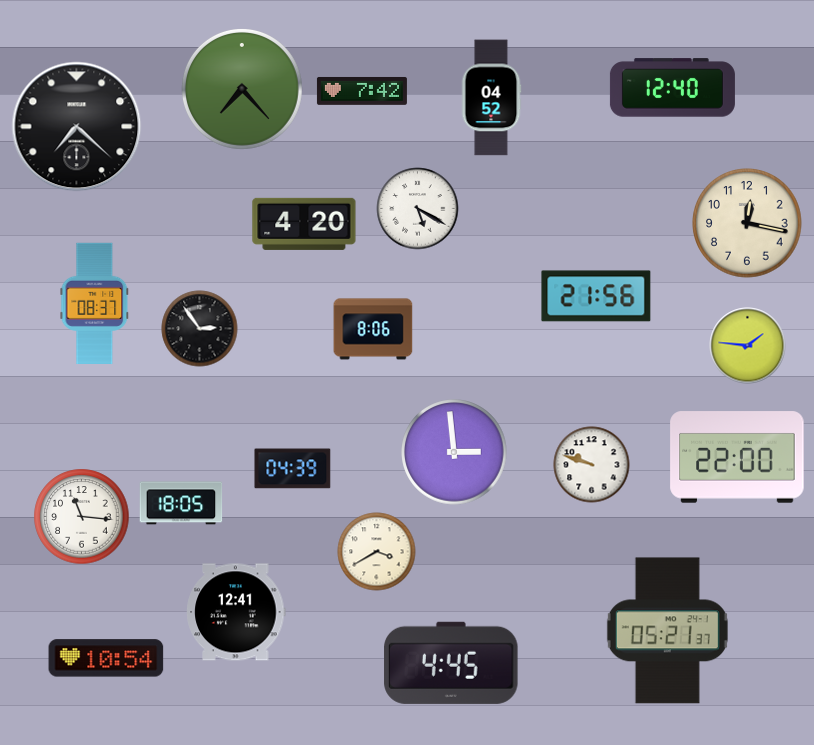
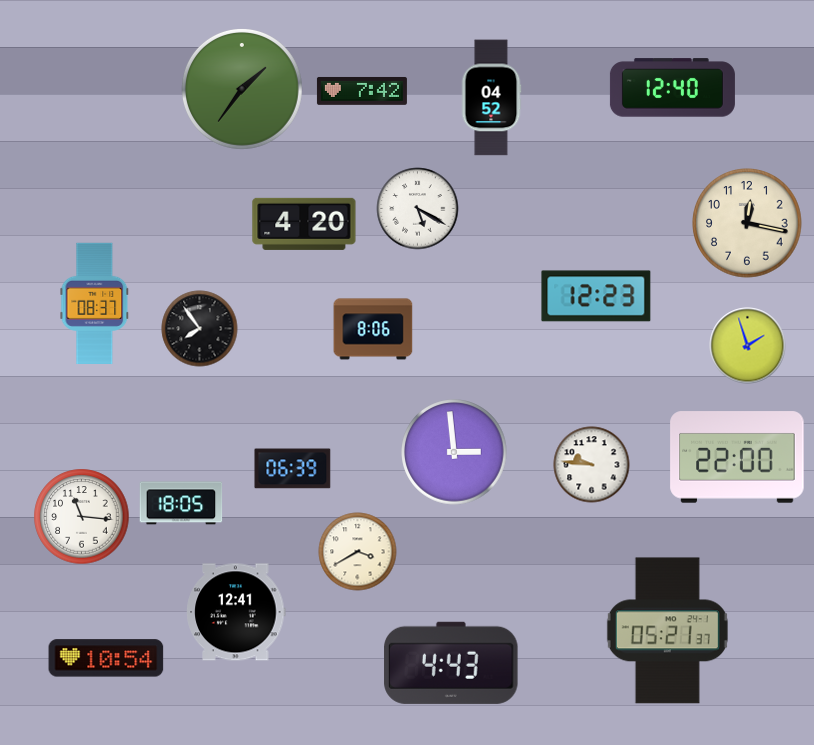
clock at (243, 90): 7:23 -> 1:36
clock at (77, 127): 7:22 -> none
clock at (596, 296): 21:56 -> 12:23
clock at (200, 329): 2:54 -> 7:54
clock at (748, 346): 1:46 -> 1:57
clock at (592, 465): 9:48 -> 9:46
clock at (293, 469): 04:39 -> 06:39
clock at (377, 552) position: (377, 552) -> (358, 552)
clock at (451, 663): 4:45 -> 4:43
